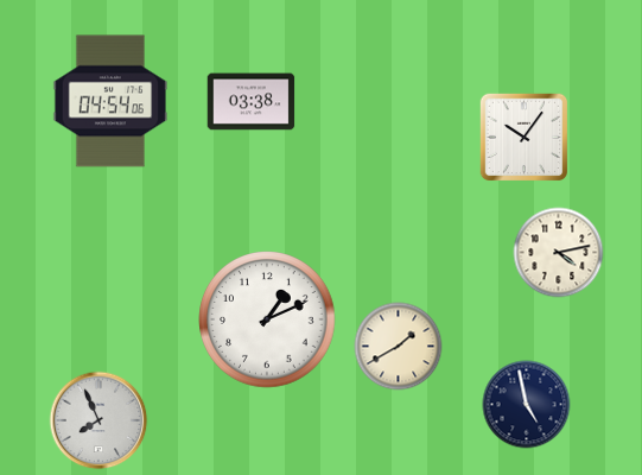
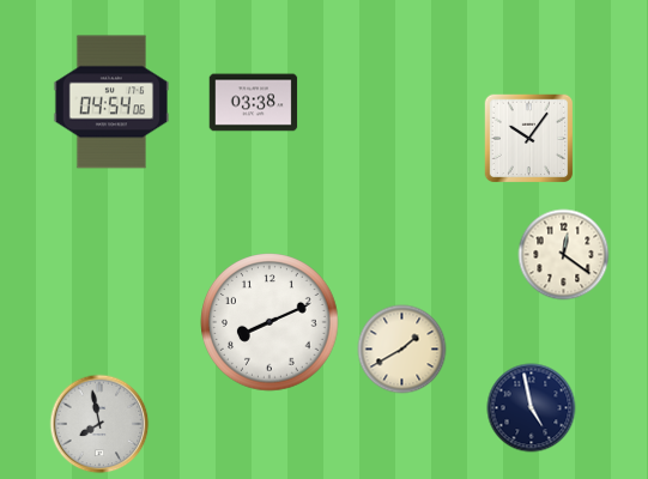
clock at (559, 253): 4:13 -> 12:21
clock at (267, 319): 1:11 -> 8:11
clock at (98, 420): 7:56 -> 7:58
